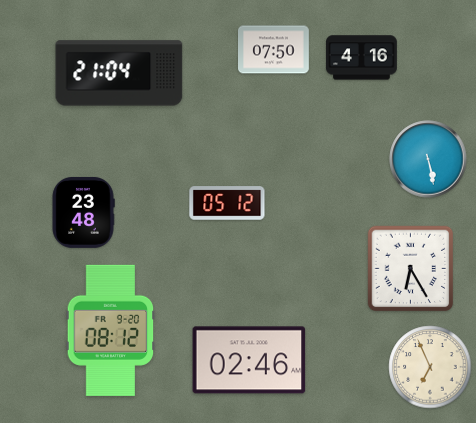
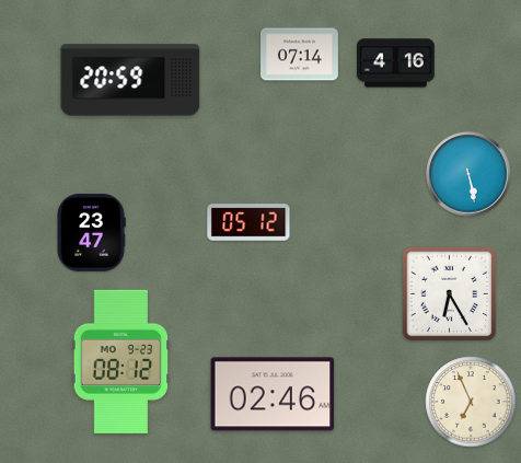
clock at (274, 50): 07:50 -> 07:14
clock at (119, 73): 21:04 -> 20:59
clock at (83, 212): 23:48 -> 23:47
clock at (111, 330) date: FR 9-20 -> MO 9-23
